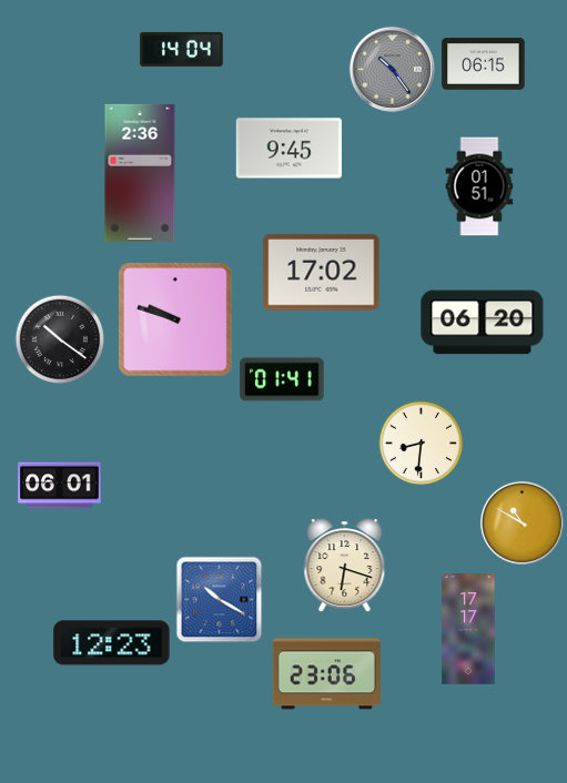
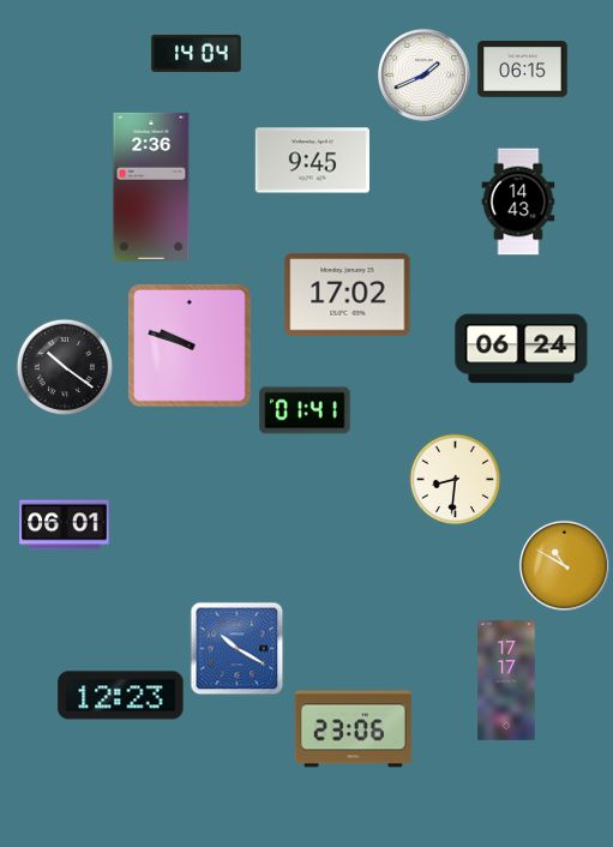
clock at (392, 69): 10:24 -> 1:41
clock at (392, 69) dial: grey -> white
clock at (479, 186): 01:51 -> 14:43
clock at (483, 323): 06:20 -> 06:24
clock at (345, 566): 6:18 -> none
